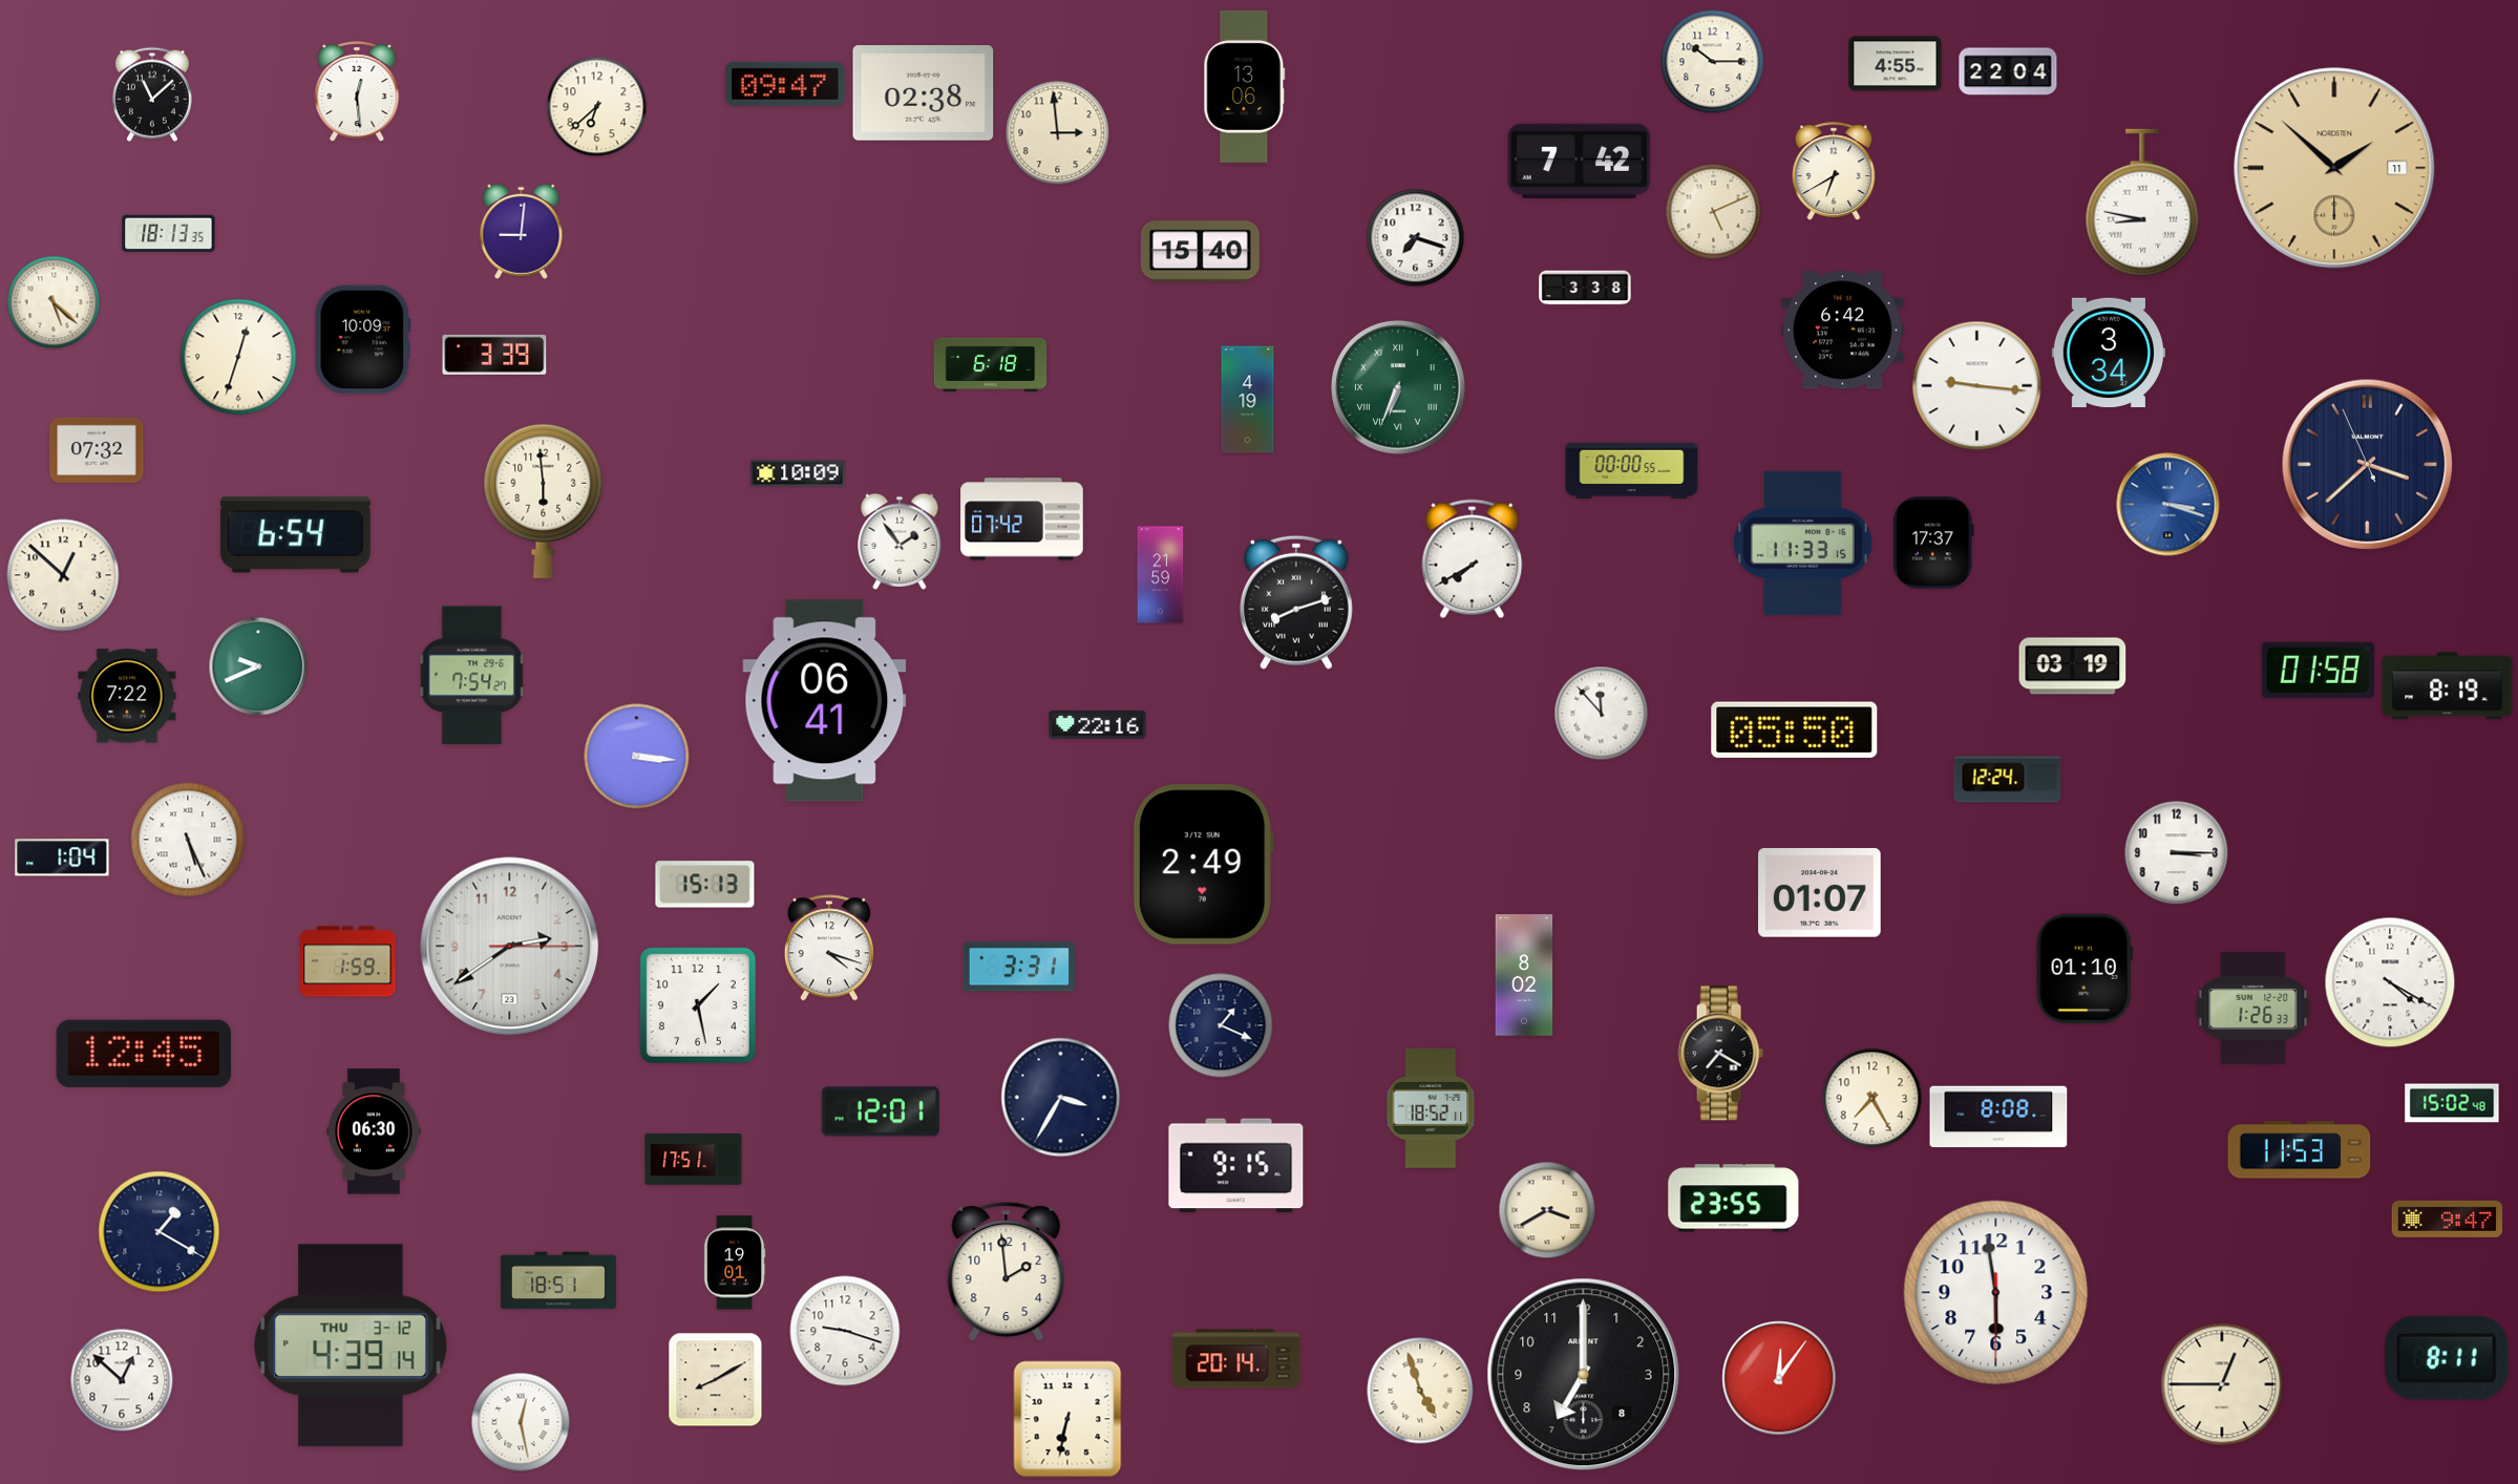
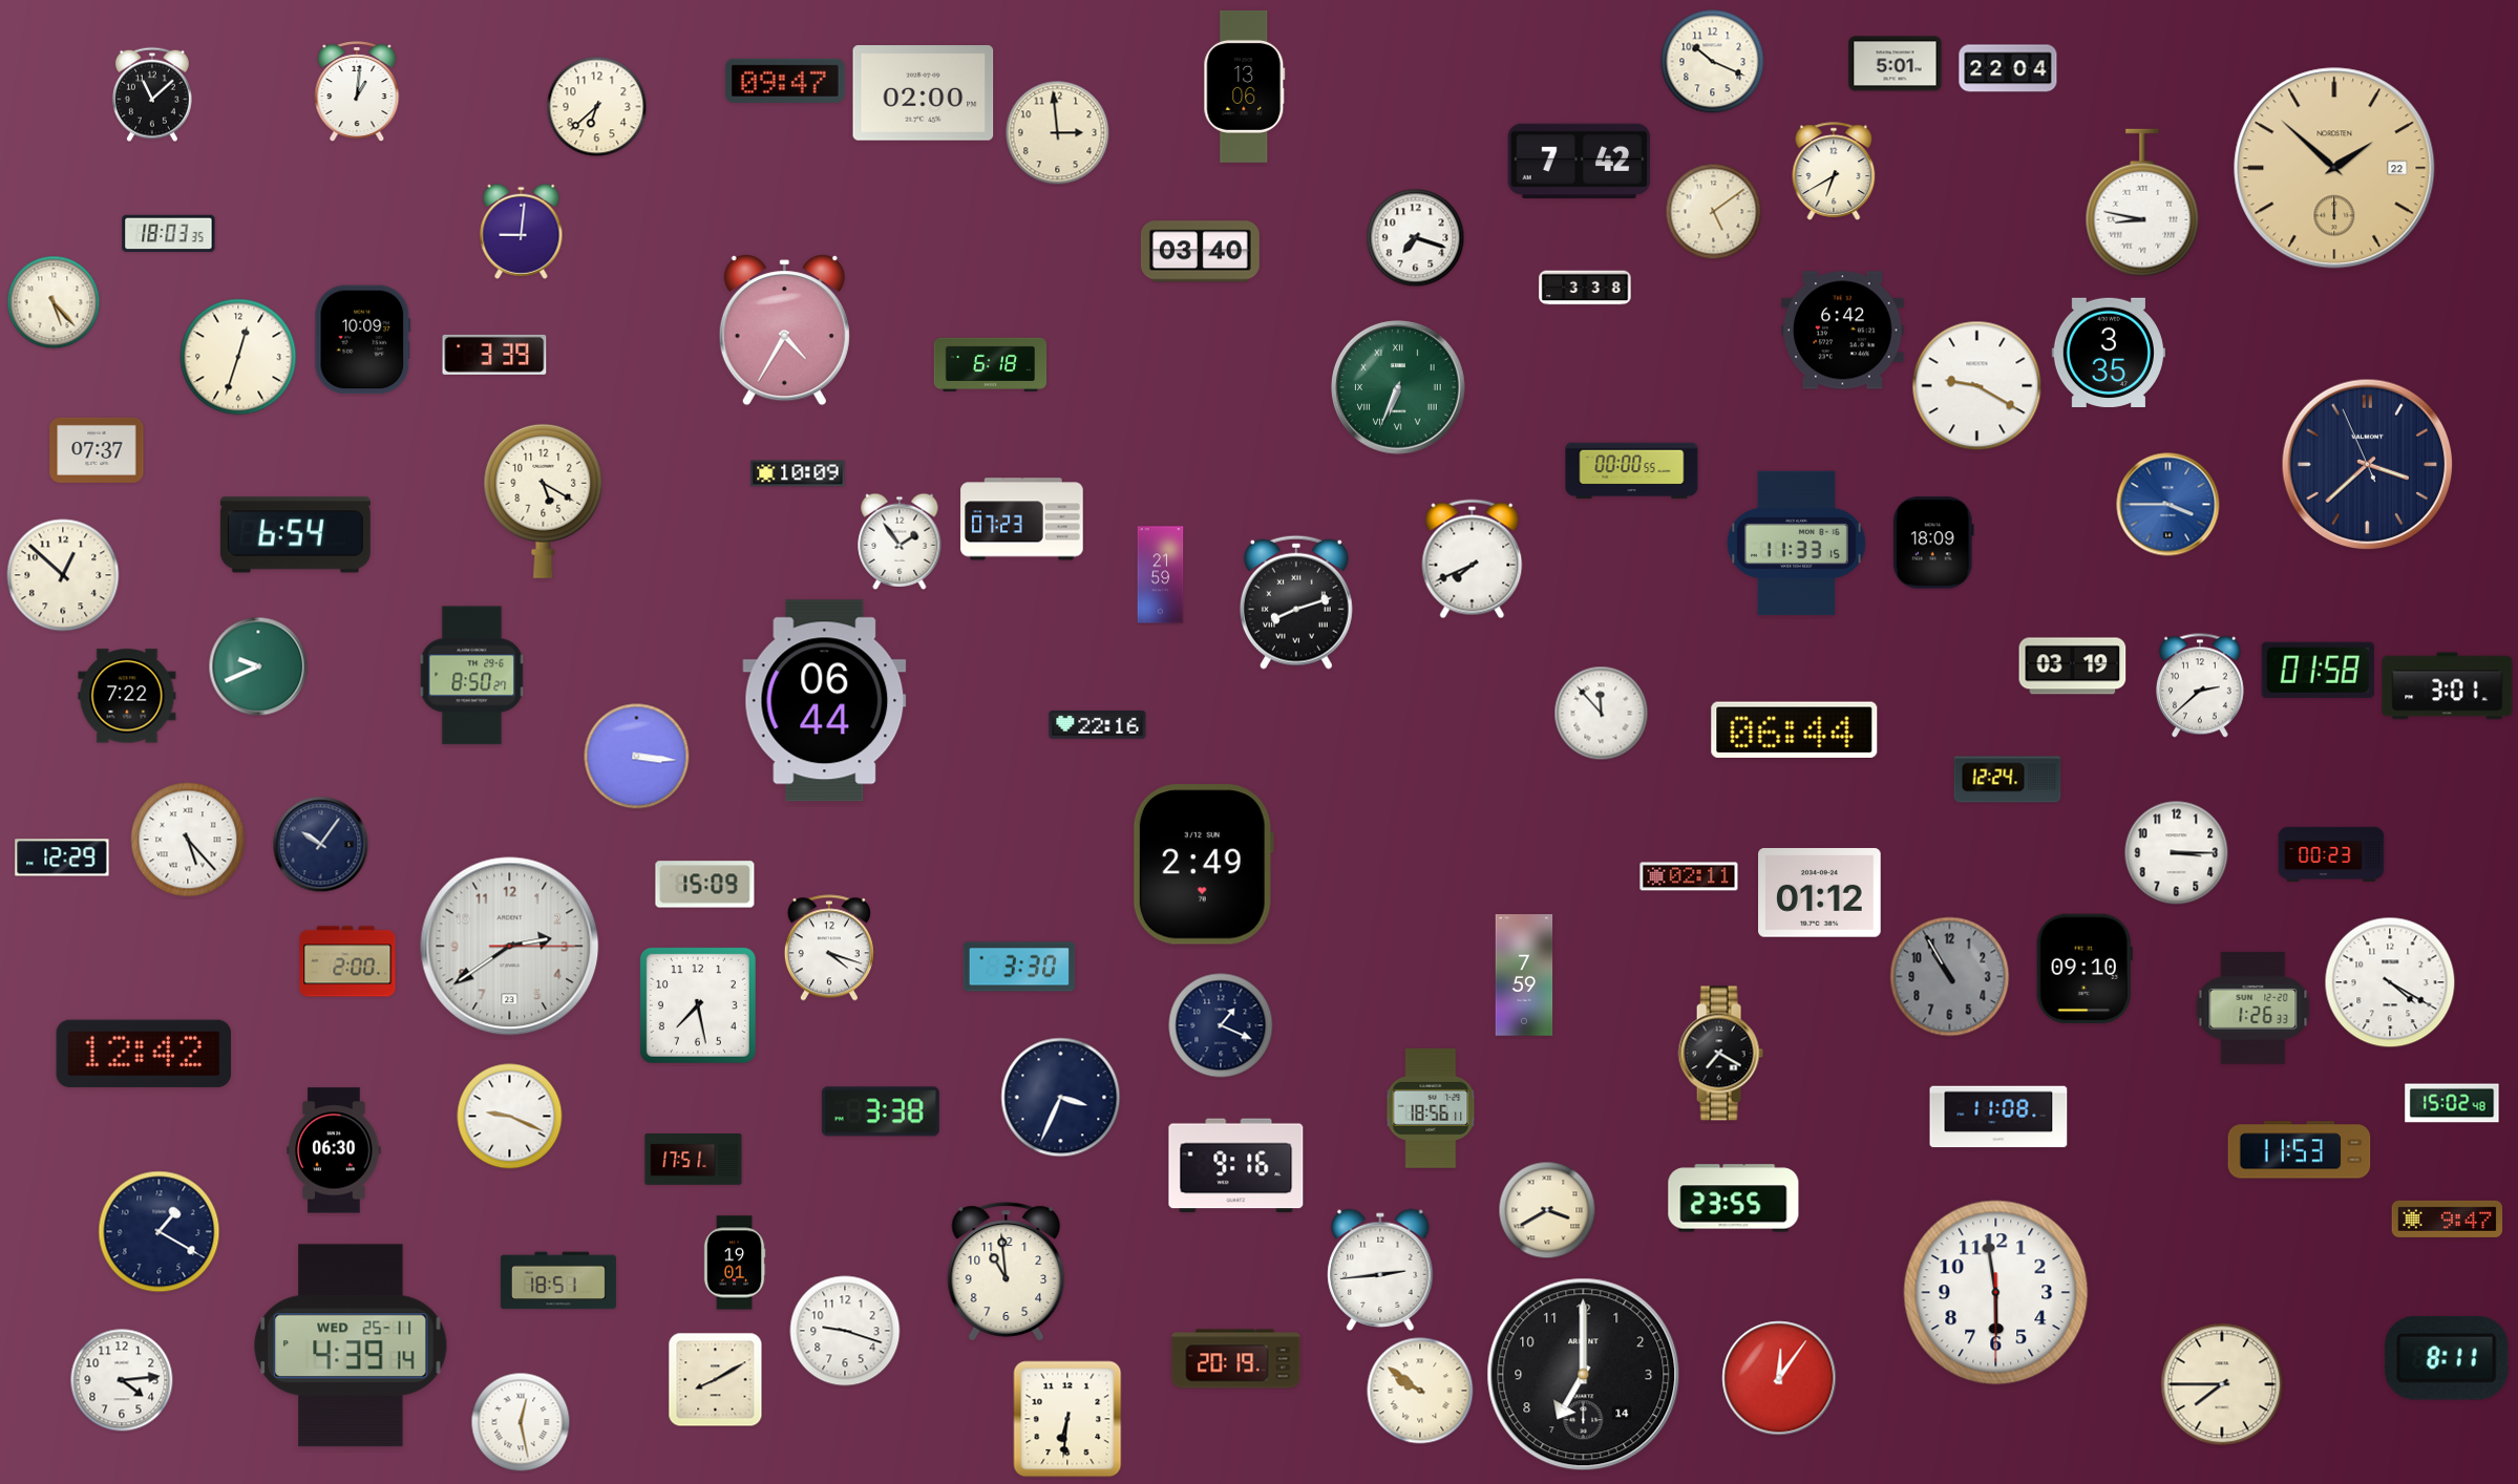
clock at (1713, 62): 10:15 -> 10:19
clock at (1896, 64): 4:55 -> 5:01
clock at (2008, 71) position: (2008, 71) -> (2008, 68)
clock at (785, 84) position: (785, 84) -> (785, 81)
clock at (357, 91): 12:29 -> 1:01
clock at (924, 93): 02:38 -> 02:00
clock at (2334, 168) date: 11 -> 22
clock at (1714, 212): 5:11 -> 5:09
clock at (169, 234): 18:13 -> 18:03
clock at (1200, 252): 15:40 -> 03:40
clock at (54, 302): 5:22 -> 5:23
clock at (784, 331): none -> 4:35
clock at (2109, 353): 3:34 -> 3:35
clock at (1977, 386): 9:16 -> 9:20
clock at (1248, 400): 4:19 -> none
clock at (97, 450): 07:32 -> 07:37
clock at (544, 501): 5:59 -> 5:20
clock at (2168, 505): 3:18 -> 3:45
clock at (1022, 520): 07:42 -> 07:23
clock at (1933, 543): 17:37 -> 18:09
clock at (1802, 544) position: (1802, 544) -> (1796, 544)
clock at (1473, 559): 7:40 -> 7:41
clock at (472, 676): 7:54 -> 8:50
clock at (2200, 685): none -> 2:38
clock at (2448, 686): 8:19 -> 3:01
clock at (825, 701): 06:41 -> 06:44
clock at (1795, 729): 05:50 -> 06:44
clock at (188, 840): 5:26 -> 5:23
clock at (321, 845): none -> 10:06
clock at (2331, 853): none -> 00:23
clock at (62, 857): 1:04 -> 12:29
clock at (1689, 876): none -> 02:11
clock at (705, 885): 15:13 -> 15:09
clock at (1820, 893): 01:07 -> 01:12
clock at (347, 961): 1:59 -> 2:00
clock at (1019, 967): 3:31 -> 3:30
clock at (2085, 969): 01:10 -> 09:10
clock at (1524, 975): 8:02 -> 7:59
clock at (1950, 977): none -> 10:55
clock at (698, 1005): 1:28 -> 7:28
clock at (144, 1054): 12:45 -> 12:42
clock at (1061, 1098): 3:35 -> 3:34
clock at (1872, 1099): 7:25 -> none
clock at (1431, 1108): 18:52 -> 18:56
clock at (881, 1111): 12:01 -> 3:38
clock at (510, 1117): none -> 9:19
clock at (1998, 1117): 8:08 -> 11:08
clock at (374, 1131) position: (374, 1131) -> (334, 1150)
clock at (1236, 1166): 9:15 -> 9:16
clock at (1380, 1270): none -> 2:44
clock at (1007, 1272): 1:59 -> 10:59
clock at (351, 1345) date: THU 3-12 -> WED 25-11
clock at (1236, 1359): 20:14 -> 20:19
clock at (1584, 1375) date: 8 -> 14
clock at (122, 1380): 12:52 -> 4:14
clock at (2222, 1384): 12:45 -> 7:45
clock at (1420, 1391): 4:57 -> 9:51
clock at (1067, 1419): 6:32 -> 6:31
